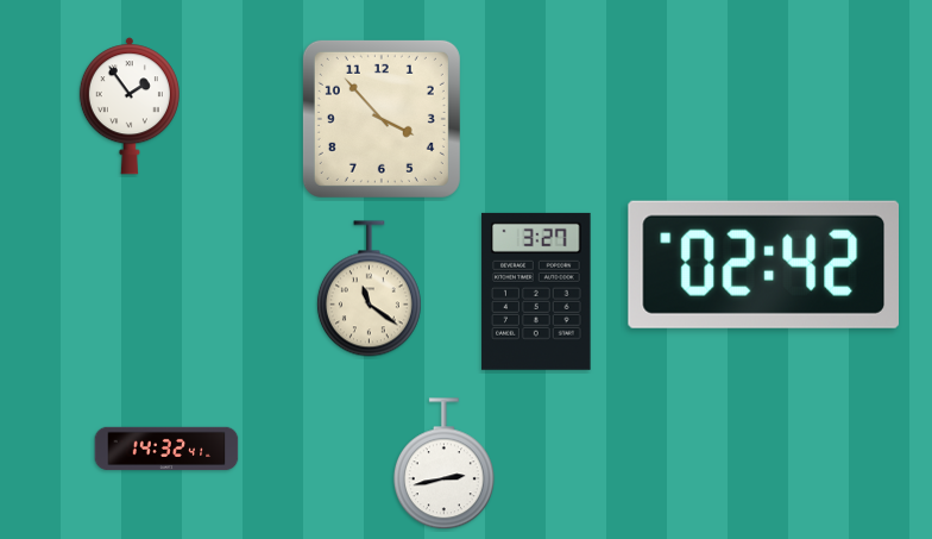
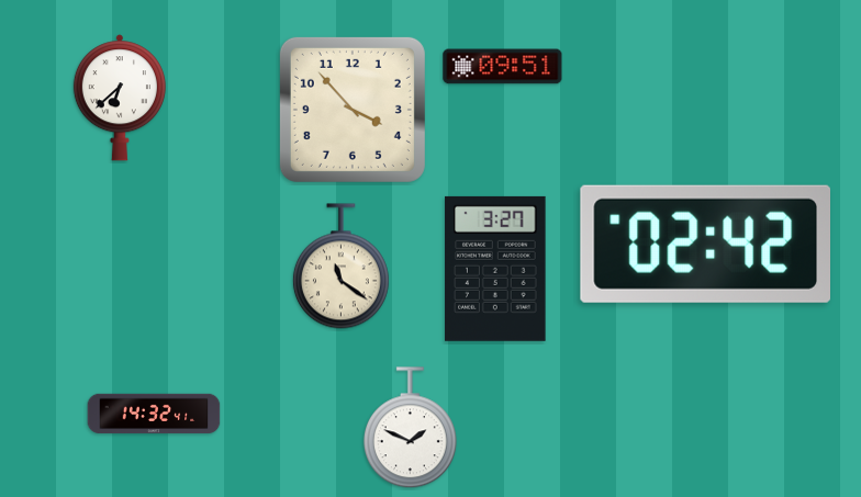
clock at (503, 67): none -> 09:51
clock at (130, 106): 1:54 -> 6:38
clock at (443, 464): 2:43 -> 1:49
